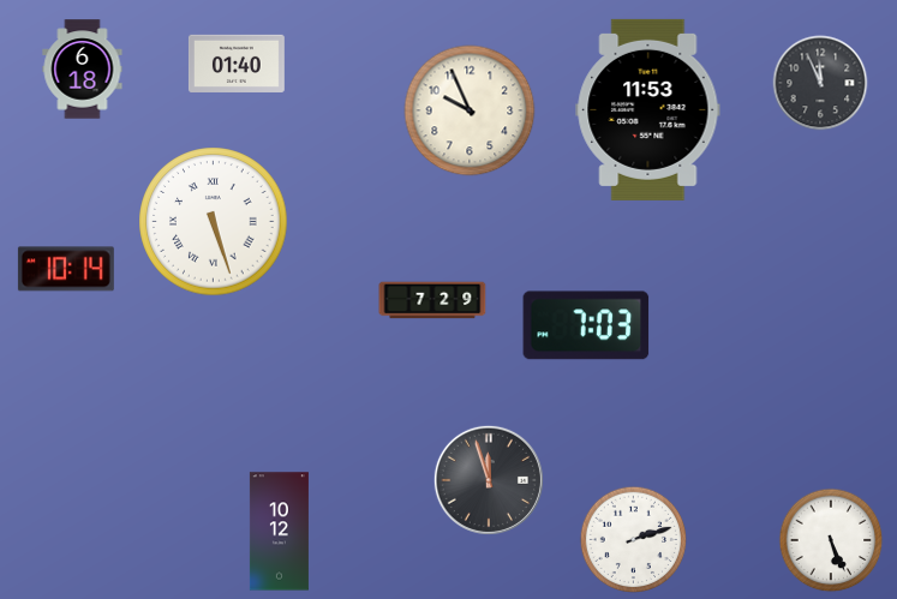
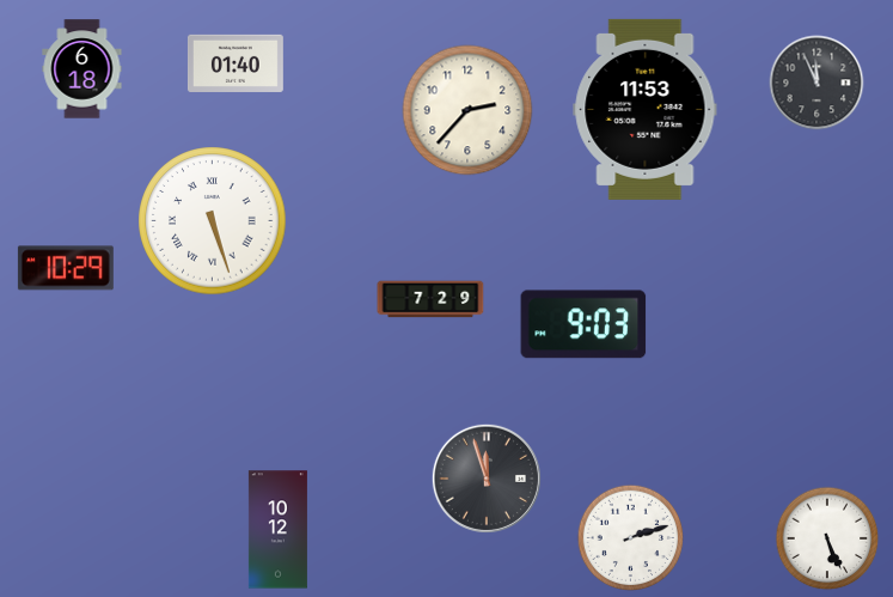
clock at (470, 110): 9:56 -> 2:37
clock at (66, 269): 10:14 -> 10:29
clock at (586, 325): 7:03 -> 9:03
